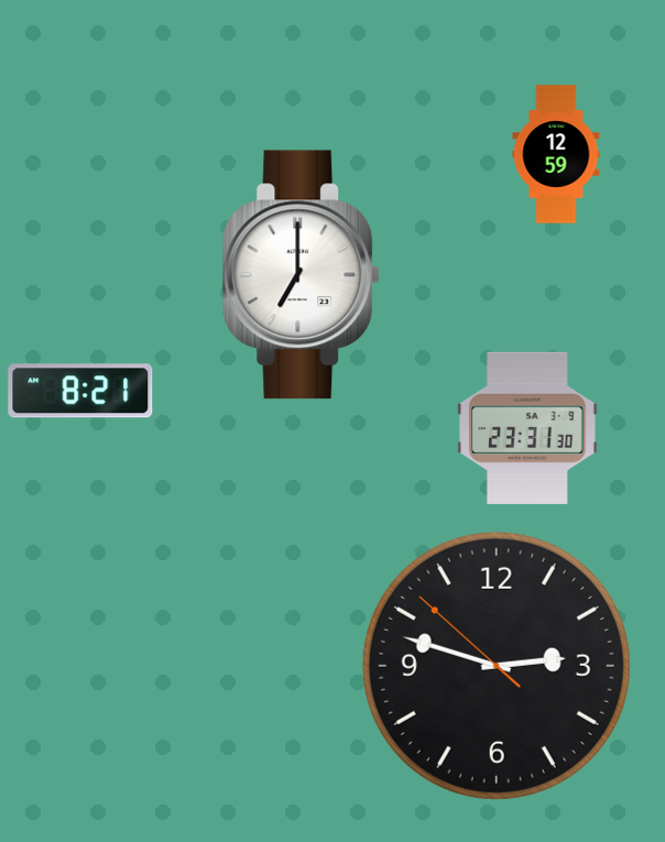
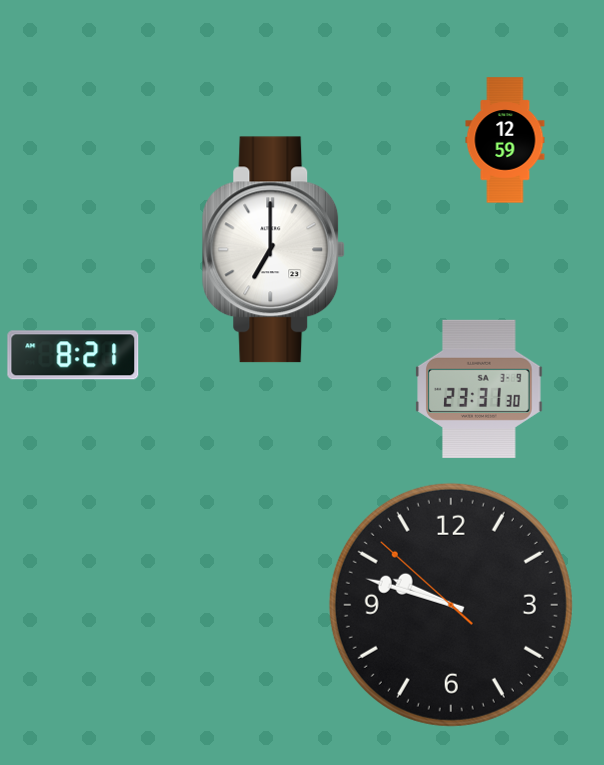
clock at (497, 666): 2:47 -> 9:47
